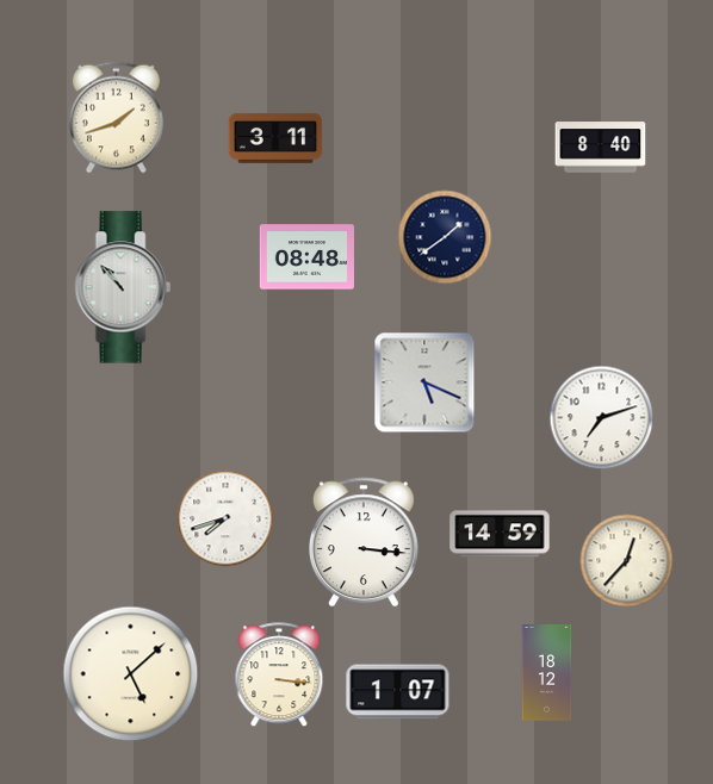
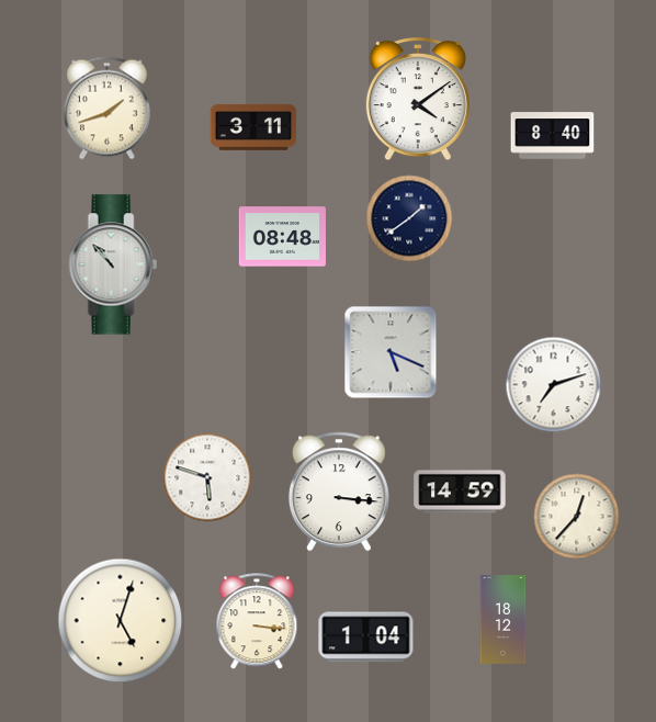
clock at (418, 100): none -> 4:09
clock at (225, 518): 7:42 -> 5:48
clock at (364, 542) position: (364, 542) -> (339, 492)
clock at (131, 674): 5:08 -> 5:03
clock at (398, 692): 1:07 -> 1:04
